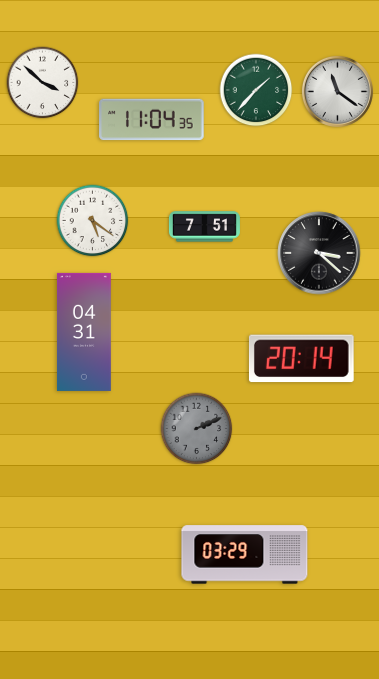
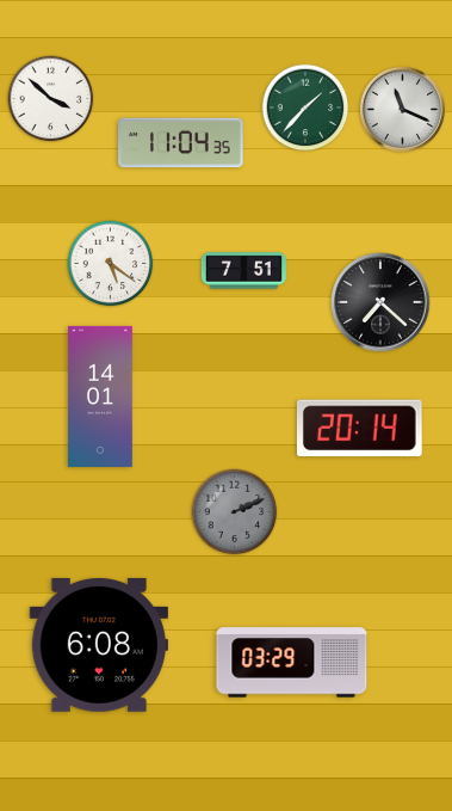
clock at (337, 91): 11:21 -> 11:19
clock at (319, 253): 3:22 -> 7:22
clock at (84, 332): 04:31 -> 14:01
clock at (98, 645): none -> 6:08
